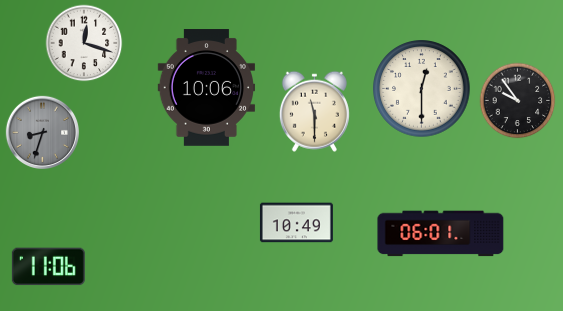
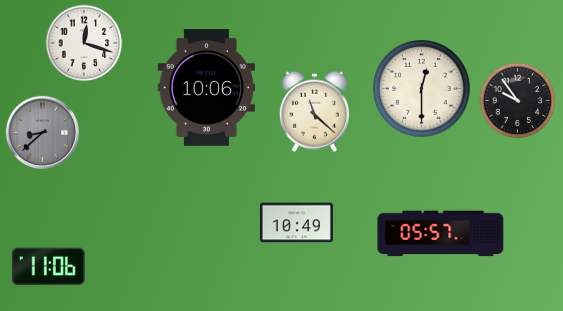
clock at (314, 111): 11:30 -> 11:22
clock at (42, 132): 8:33 -> 8:38
clock at (441, 234): 06:01 -> 05:57
